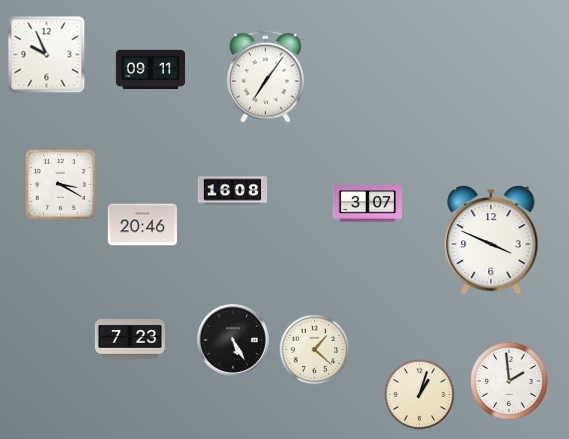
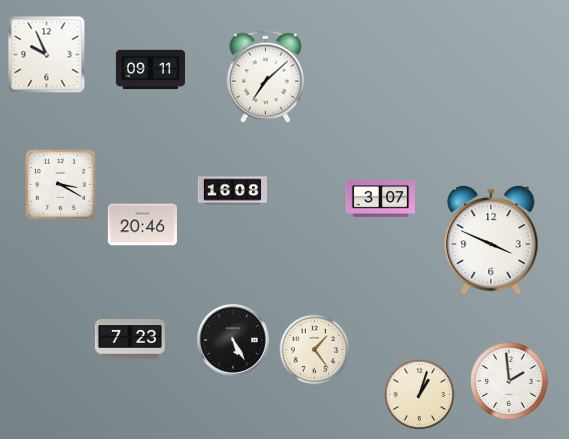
clock at (266, 76): 7:06 -> 7:08
clock at (367, 204) position: (367, 204) -> (380, 199)
clock at (315, 350): 1:22 -> 1:24
